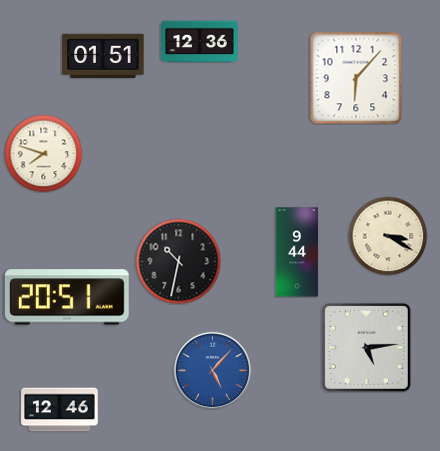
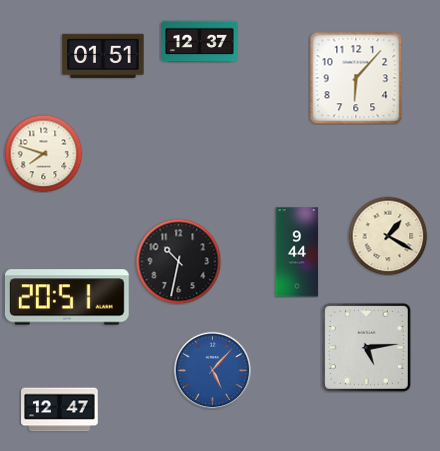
clock at (200, 42): 12:36 -> 12:37
clock at (388, 236): 3:20 -> 1:20
clock at (60, 410): 12:46 -> 12:47
